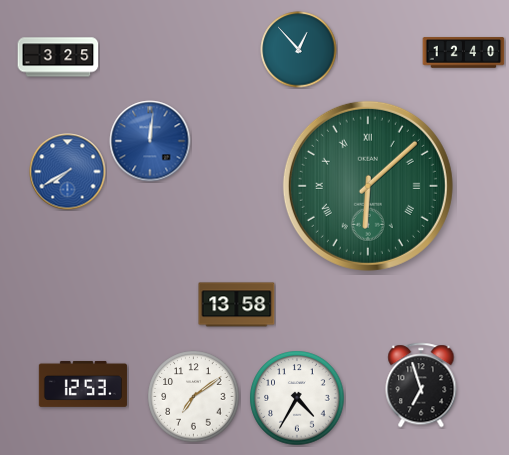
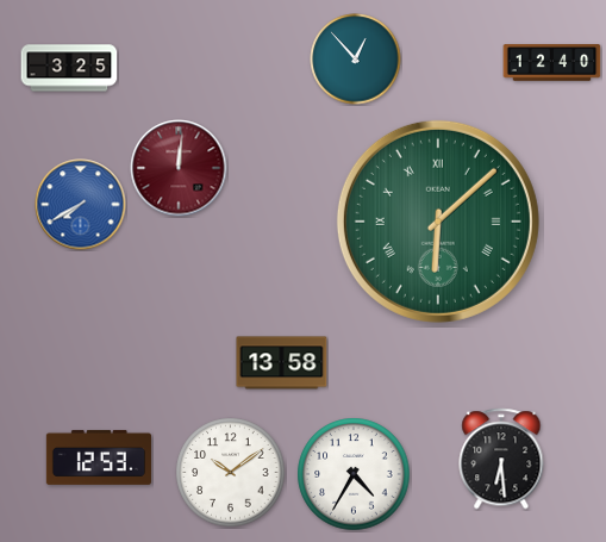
clock at (150, 141) dial: blue -> burgundy
clock at (421, 385): 6:57 -> 6:29
clock at (194, 397): 7:09 -> 10:09
